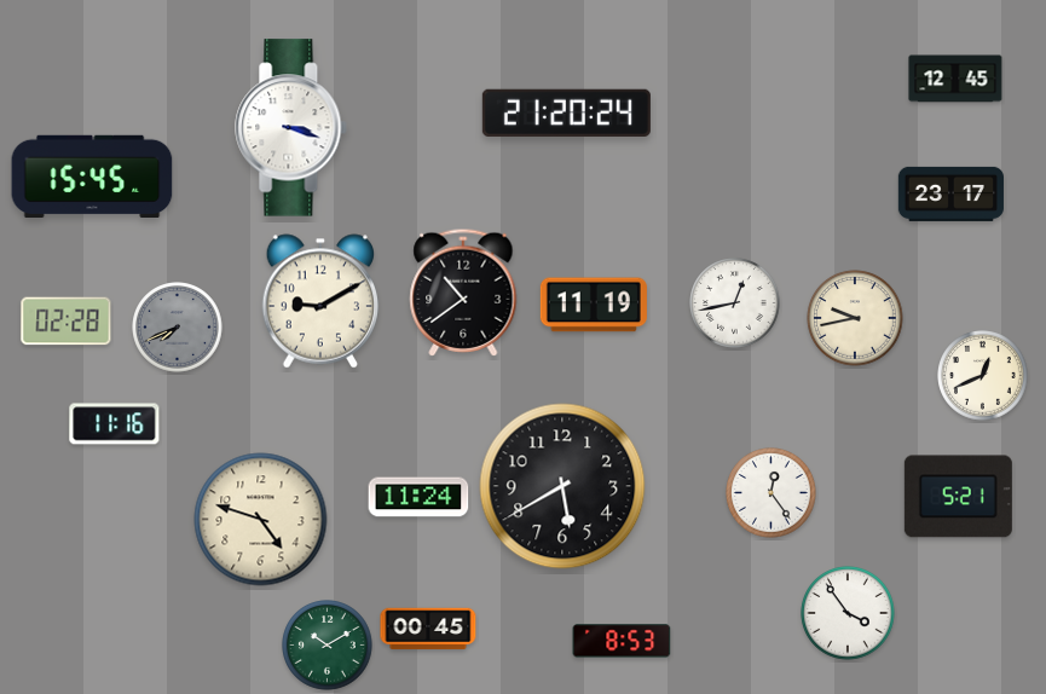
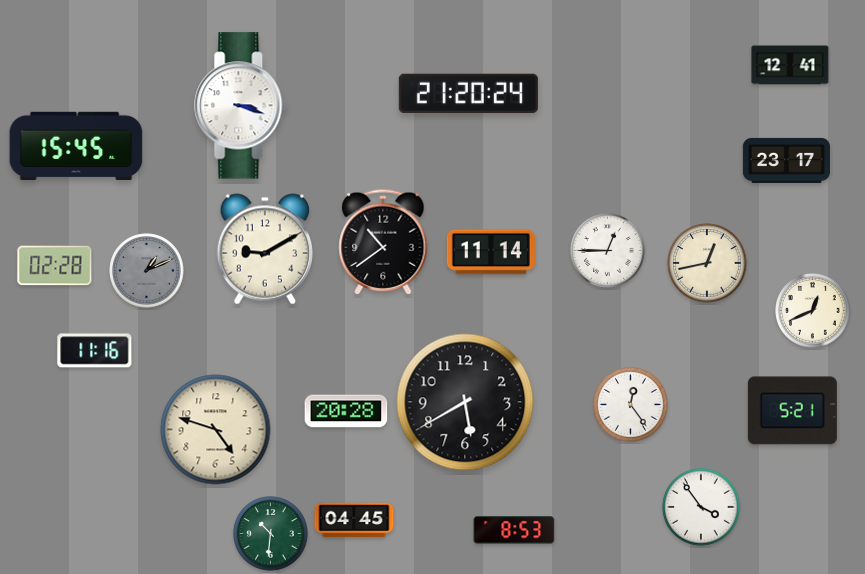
clock at (955, 79): 12:45 -> 12:41
clock at (735, 303): 12:43 -> 12:45
clock at (594, 305): 11:19 -> 11:14
clock at (855, 318): 9:43 -> 12:43
clock at (178, 328): 7:41 -> 1:11
clock at (772, 493) position: (772, 493) -> (631, 405)
clock at (418, 497): 11:24 -> 20:28
clock at (428, 629): 00:45 -> 04:45
clock at (328, 646): 10:10 -> 10:31
